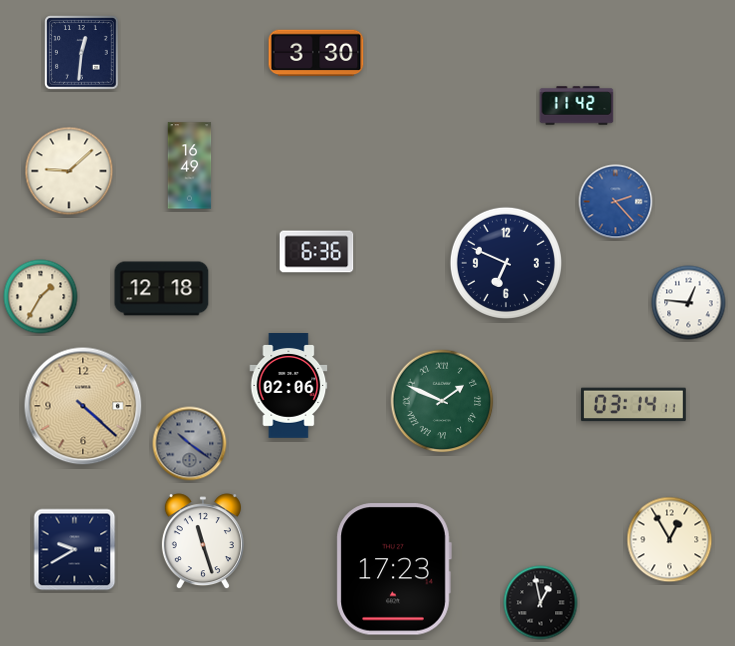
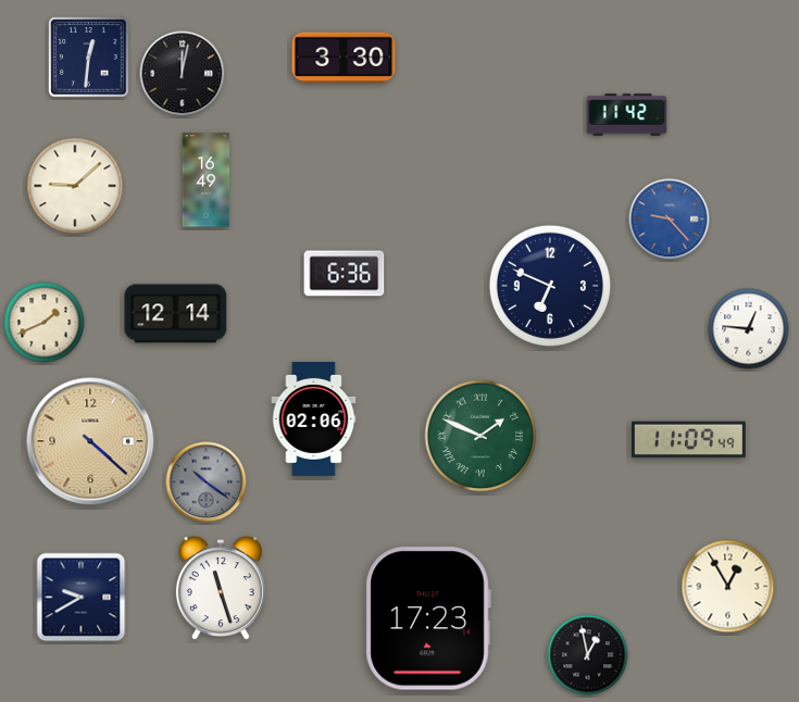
clock at (183, 74): none -> 12:02
clock at (616, 202): 2:23 -> 9:23
clock at (162, 289): 12:18 -> 12:14
clock at (41, 297): 1:35 -> 1:41
clock at (633, 405): 03:14 -> 11:09
